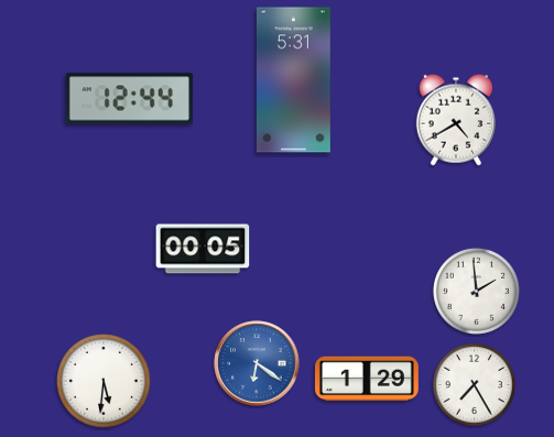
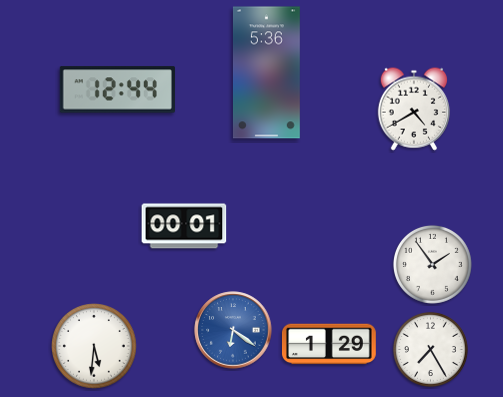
clock at (293, 80): 5:31 -> 5:36
clock at (203, 249): 00:05 -> 00:01
clock at (476, 291): 1:59 -> 1:54
clock at (367, 379) position: (367, 379) -> (329, 344)
